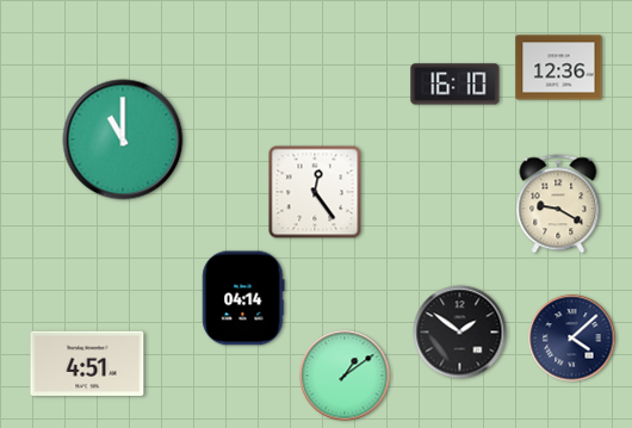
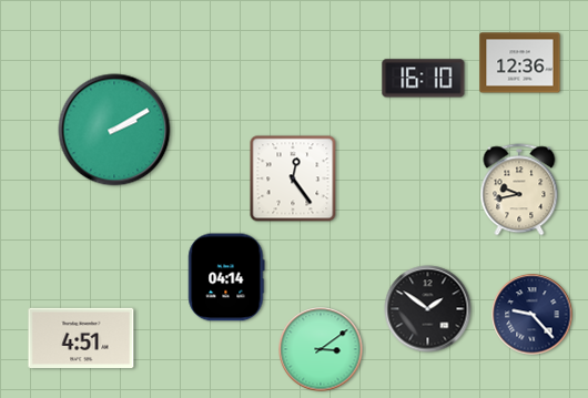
clock at (123, 139): 11:00 -> 2:10
clock at (558, 204): 9:20 -> 9:43
clock at (572, 339): 4:08 -> 9:23
clock at (345, 376): 1:09 -> 3:09
